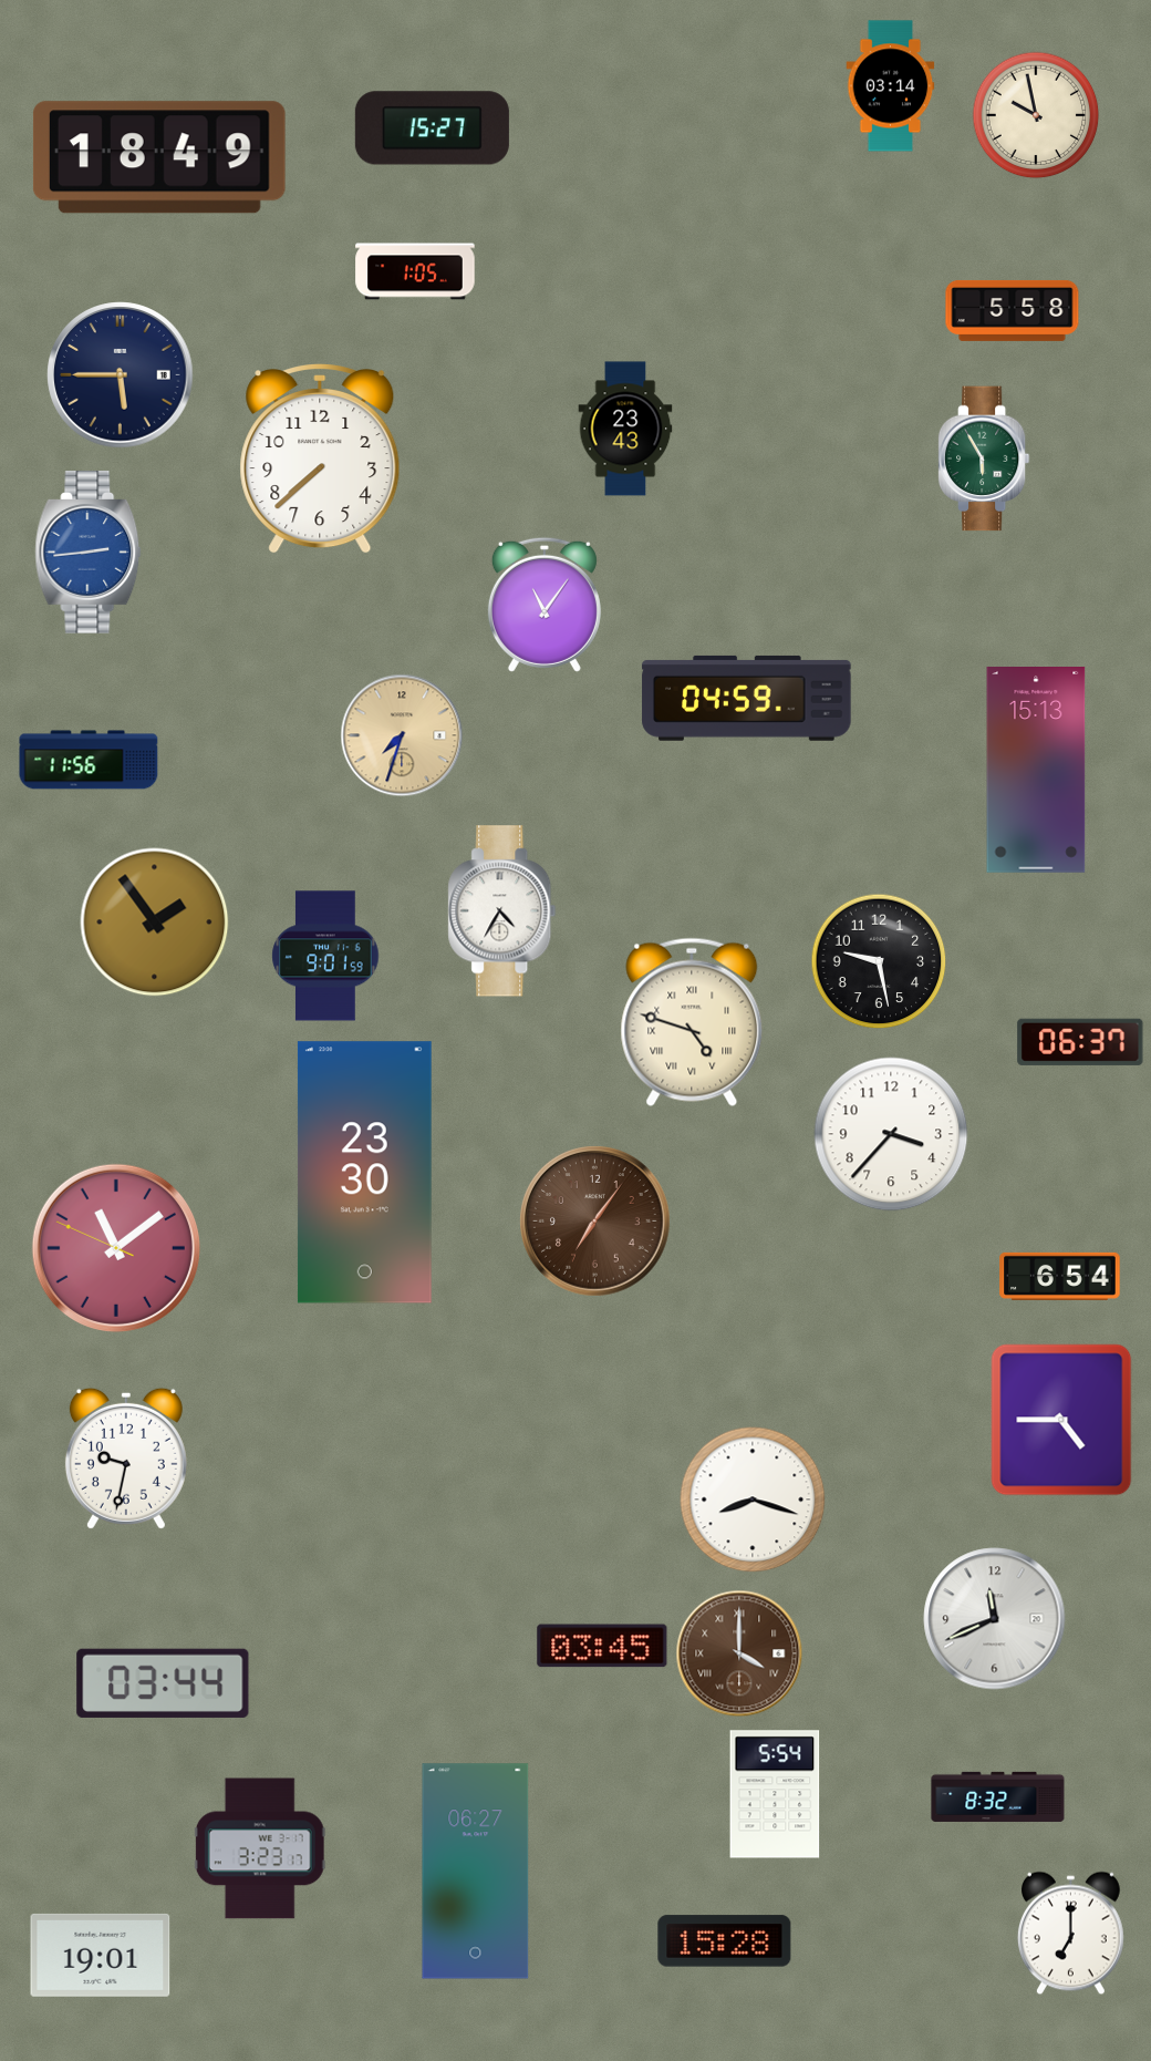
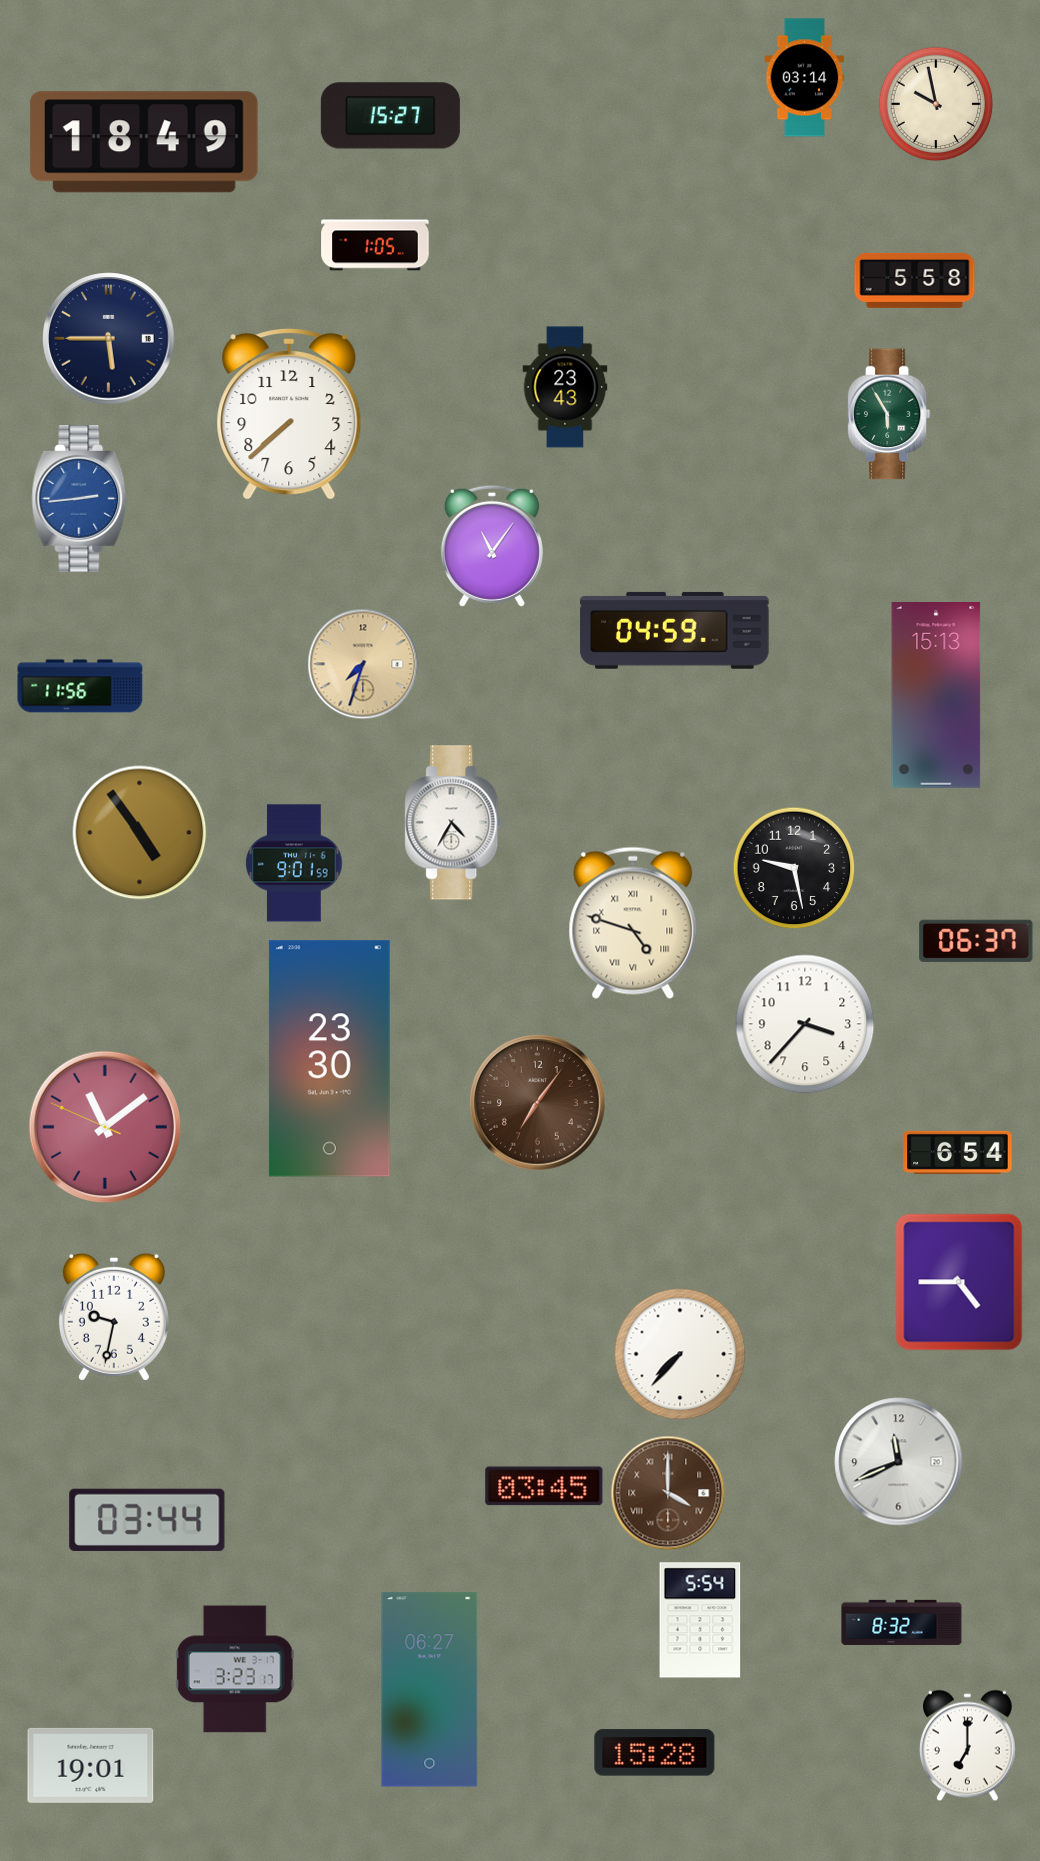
clock at (155, 923): 1:54 -> 4:54
clock at (692, 1022) position: (692, 1022) -> (633, 923)
clock at (753, 1500): 8:18 -> 7:37
